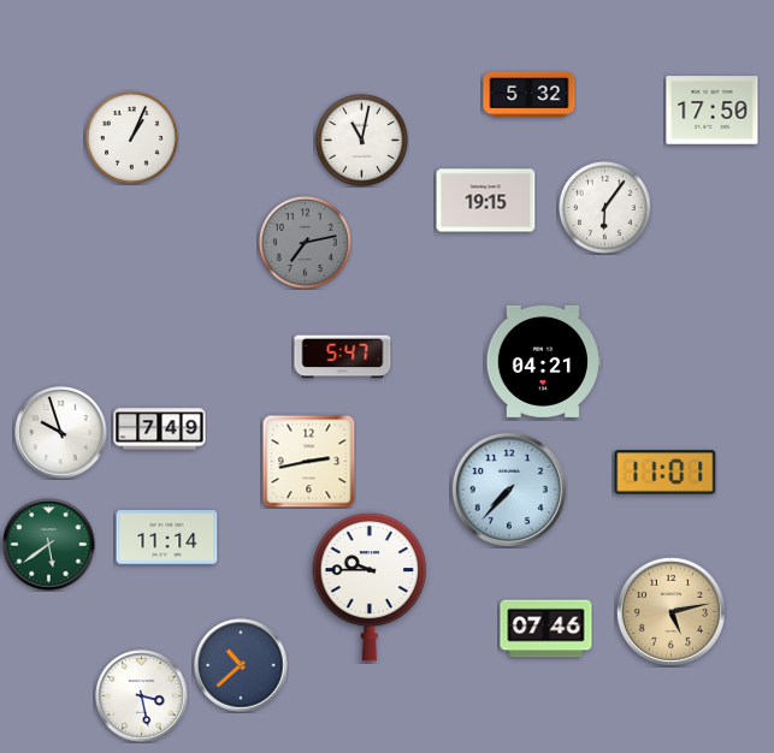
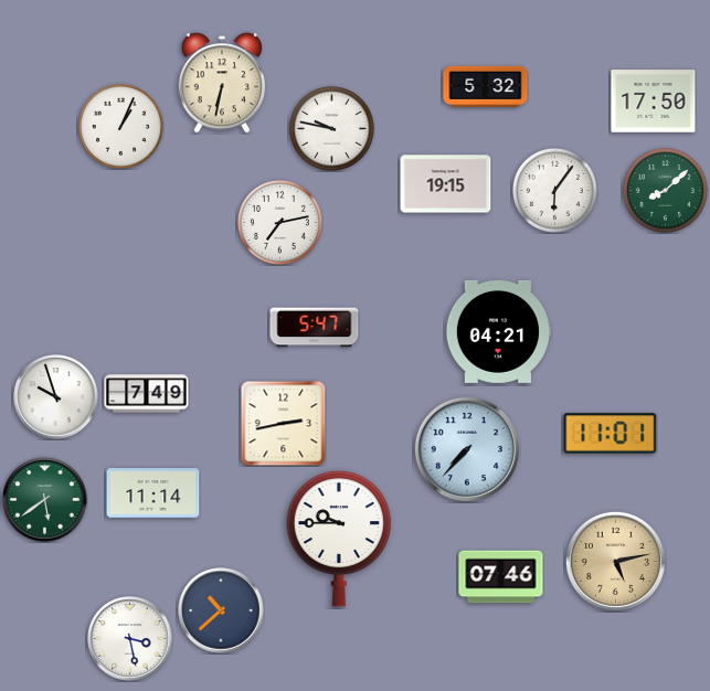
clock at (221, 83): none -> 6:32
clock at (362, 141): 11:02 -> 9:47
clock at (666, 191): none -> 8:08
clock at (306, 243) dial: grey -> white
